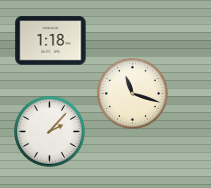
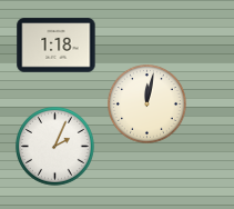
clock at (133, 94): 11:18 -> 12:02
clock at (50, 132): 2:07 -> 2:04
